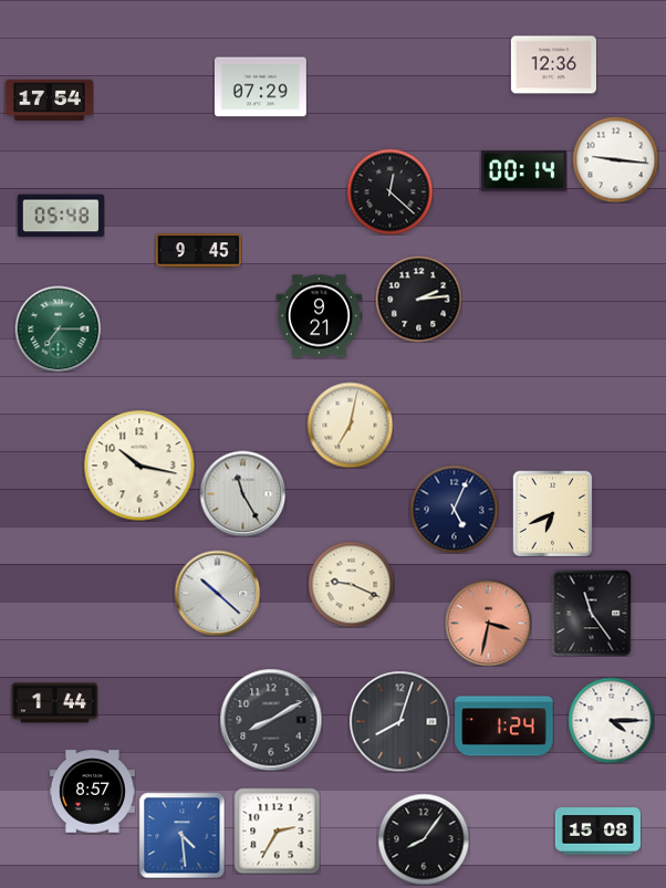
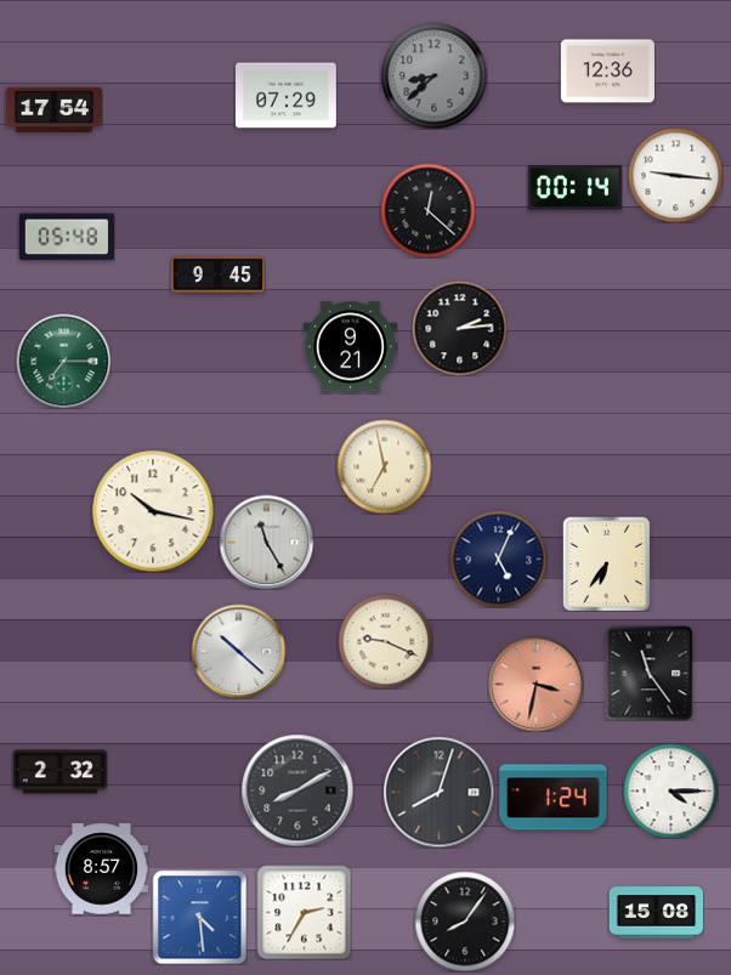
clock at (433, 75): none -> 8:38
clock at (350, 425): 7:02 -> 6:58
clock at (553, 513): 6:41 -> 6:36
clock at (54, 703): 1:44 -> 2:32
